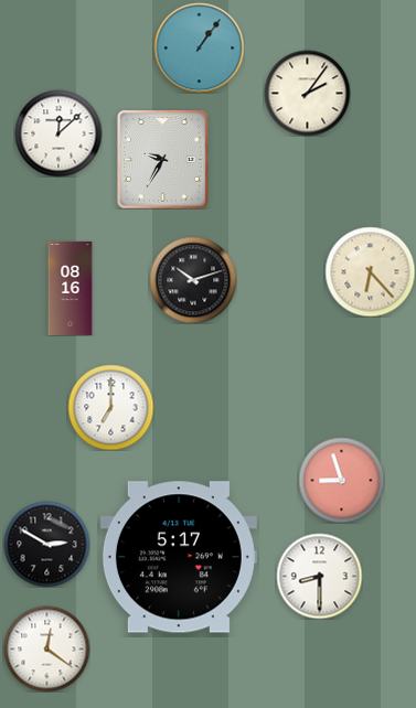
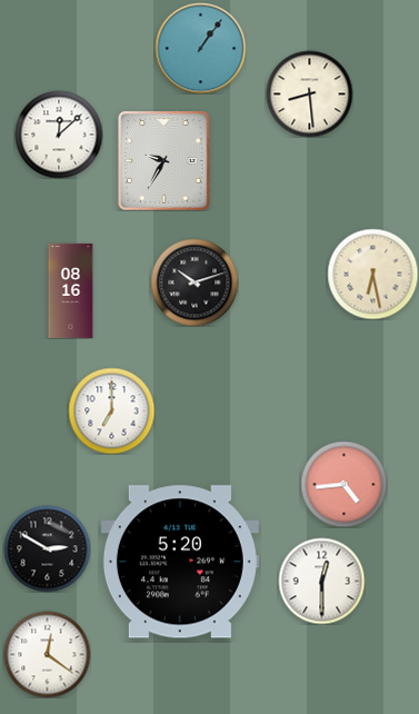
clock at (307, 93): 2:06 -> 8:29
clock at (370, 271): 6:23 -> 6:28
clock at (341, 480): 8:57 -> 4:44
clock at (179, 557): 5:17 -> 5:20
clock at (319, 576): 8:30 -> 12:30
